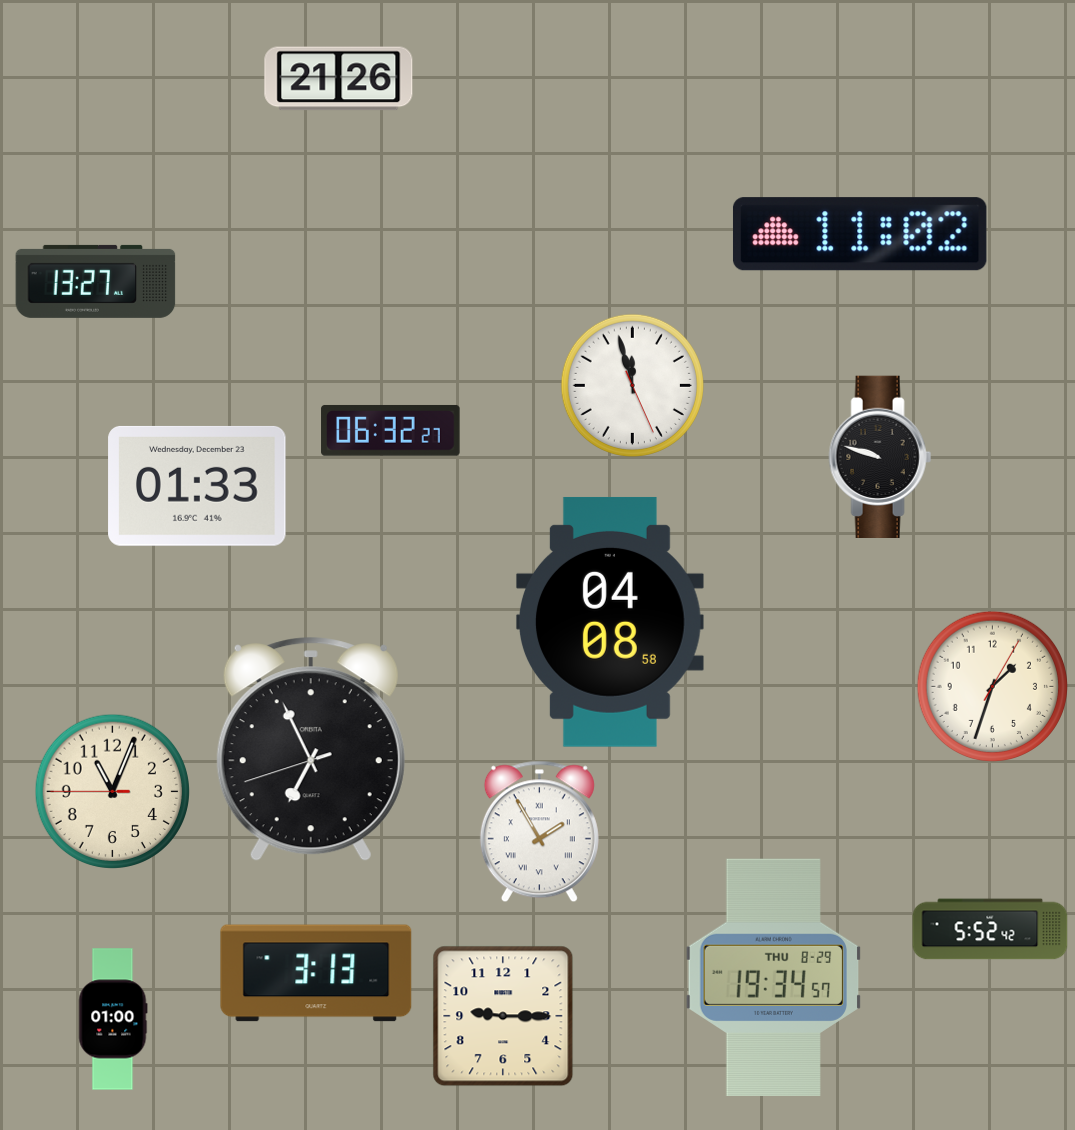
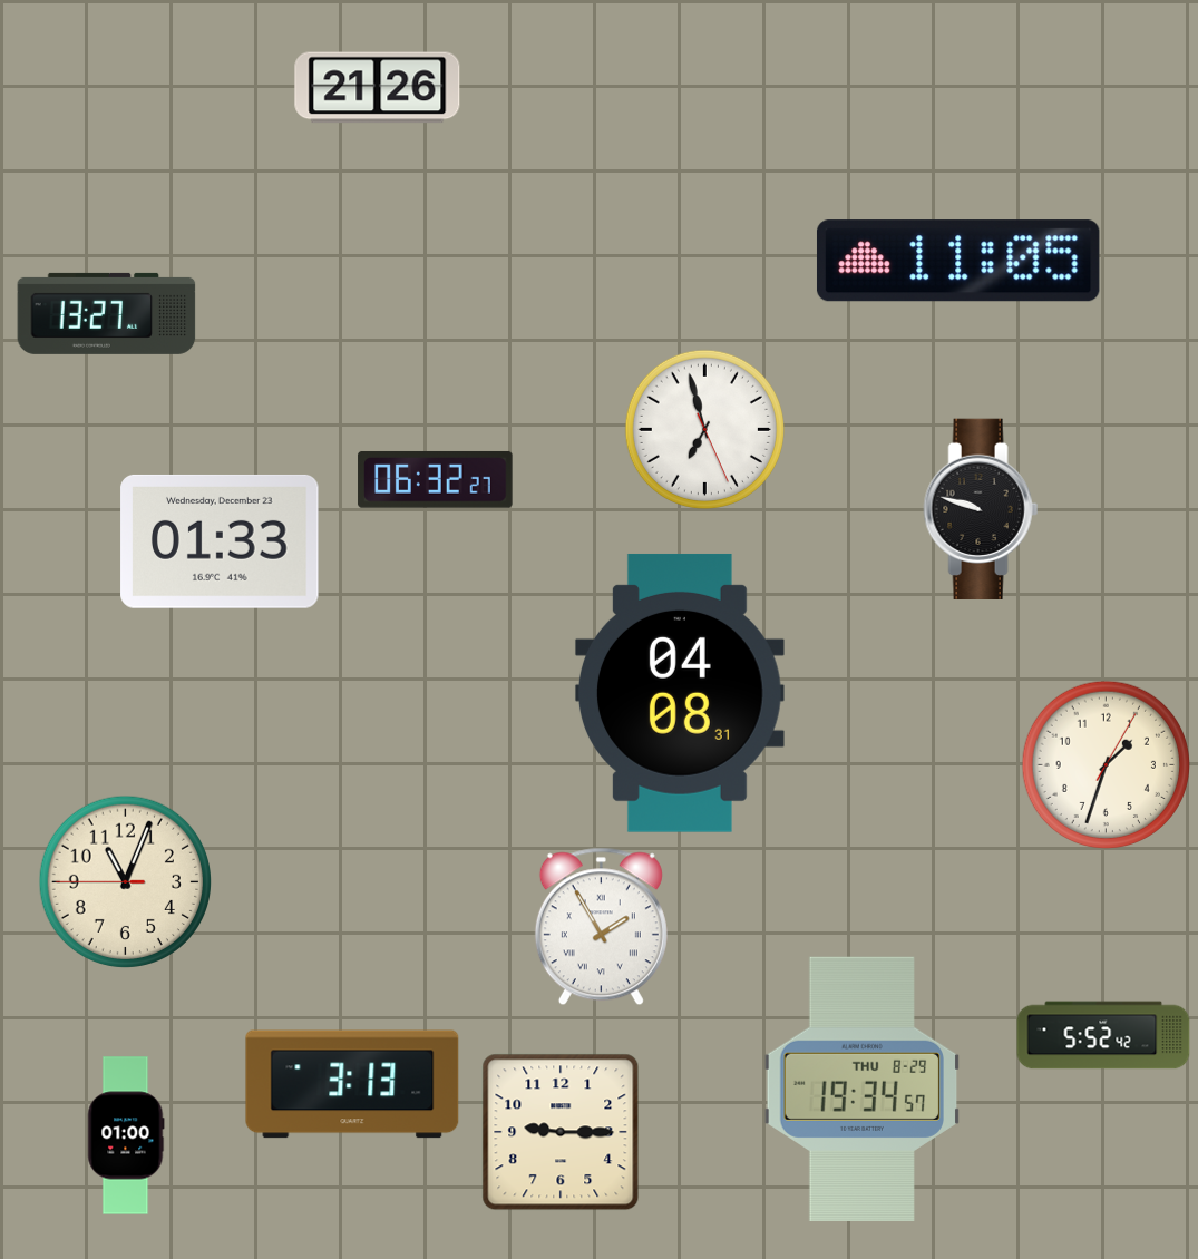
clock at (860, 234): 11:02 -> 11:05
clock at (632, 385): 11:57 -> 6:57
clock at (610, 622): 04:08:58 -> 04:08:31
clock at (311, 750): 6:55 -> none
